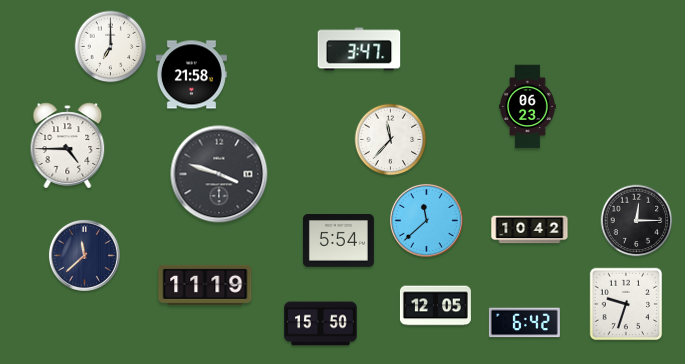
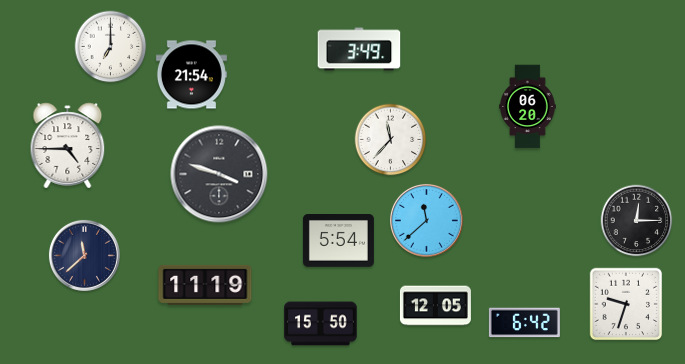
clock at (359, 49): 3:47 -> 3:49
clock at (191, 75): 21:58 -> 21:54
clock at (528, 107): 06:23 -> 06:20
clock at (530, 230): 10:42 -> none
